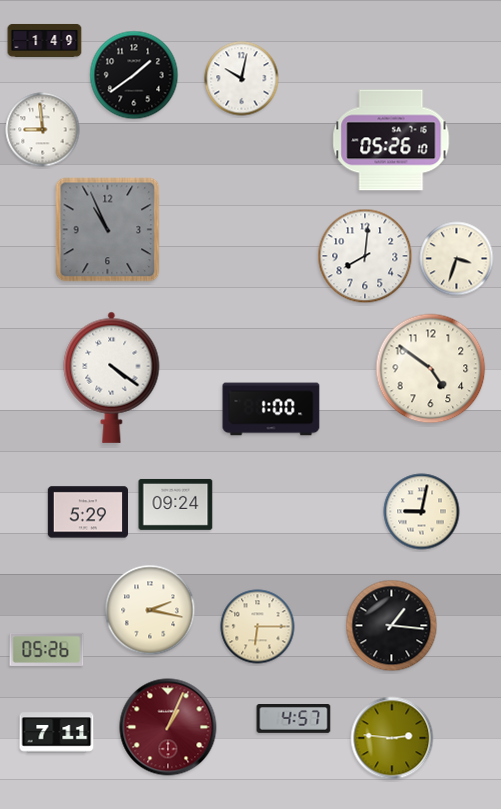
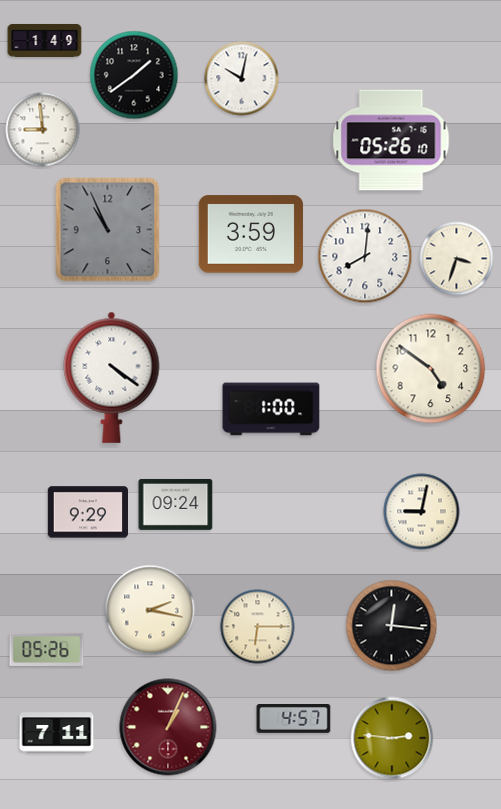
clock at (251, 234): none -> 3:59
clock at (87, 512): 5:29 -> 9:29
clock at (392, 626): 1:16 -> 12:16
